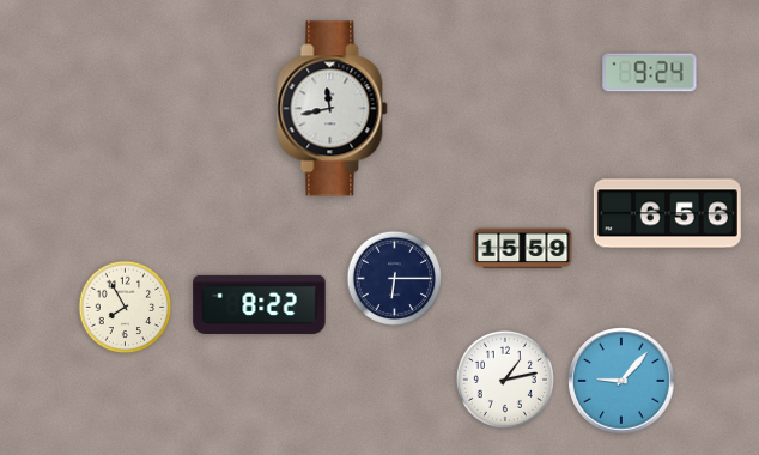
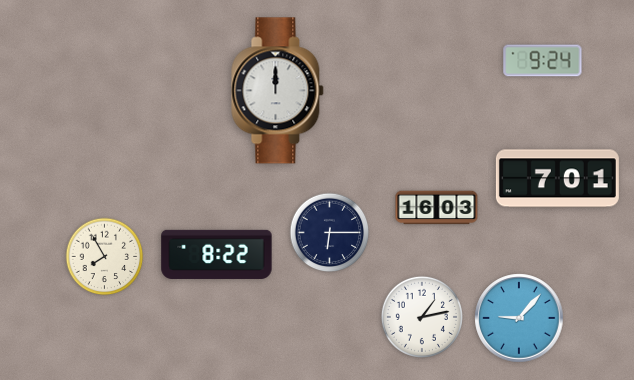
clock at (333, 109): 11:43 -> 12:00
clock at (667, 214): 6:56 -> 7:01
clock at (523, 249): 15:59 -> 16:03
